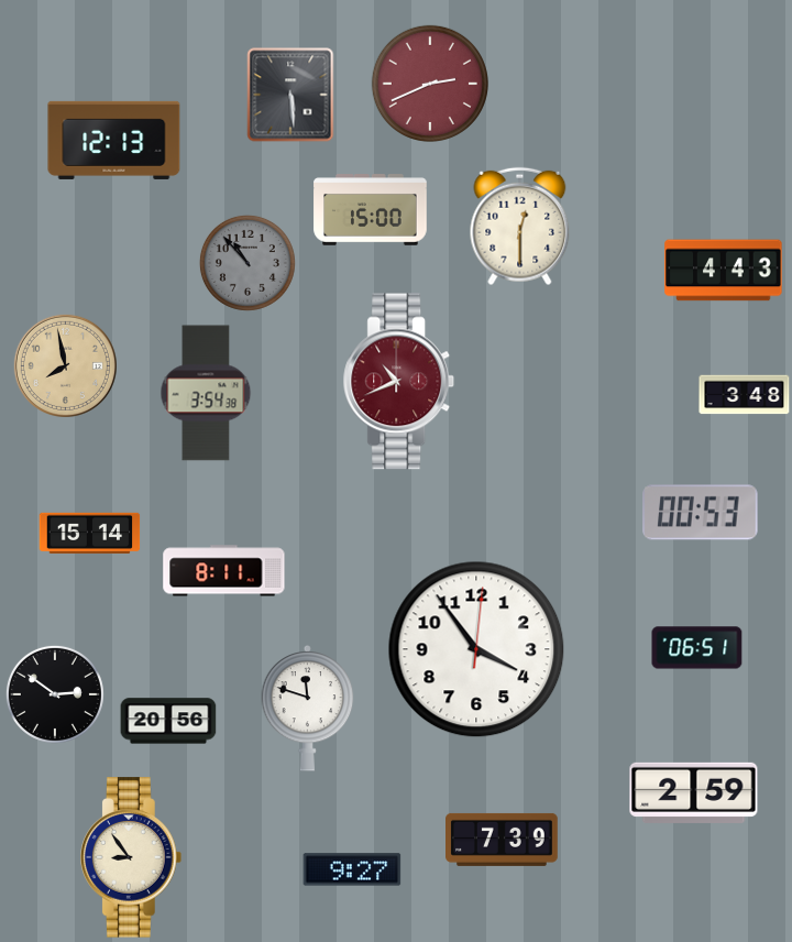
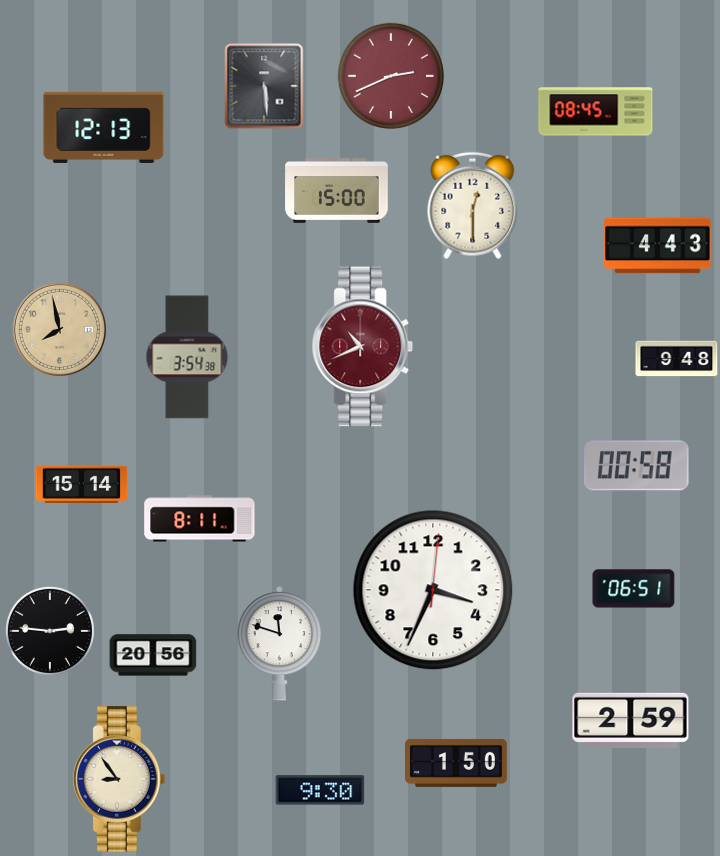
clock at (596, 112): none -> 08:45
clock at (248, 263): 10:53 -> none
clock at (65, 365) position: (65, 365) -> (59, 329)
clock at (745, 395): 3:48 -> 9:48
clock at (701, 513): 00:53 -> 00:58
clock at (224, 571) position: (224, 571) -> (200, 519)
clock at (476, 649): 3:54 -> 3:34
clock at (55, 694): 2:51 -> 2:46
clock at (503, 840): 7:39 -> 1:50
clock at (352, 869): 9:27 -> 9:30
